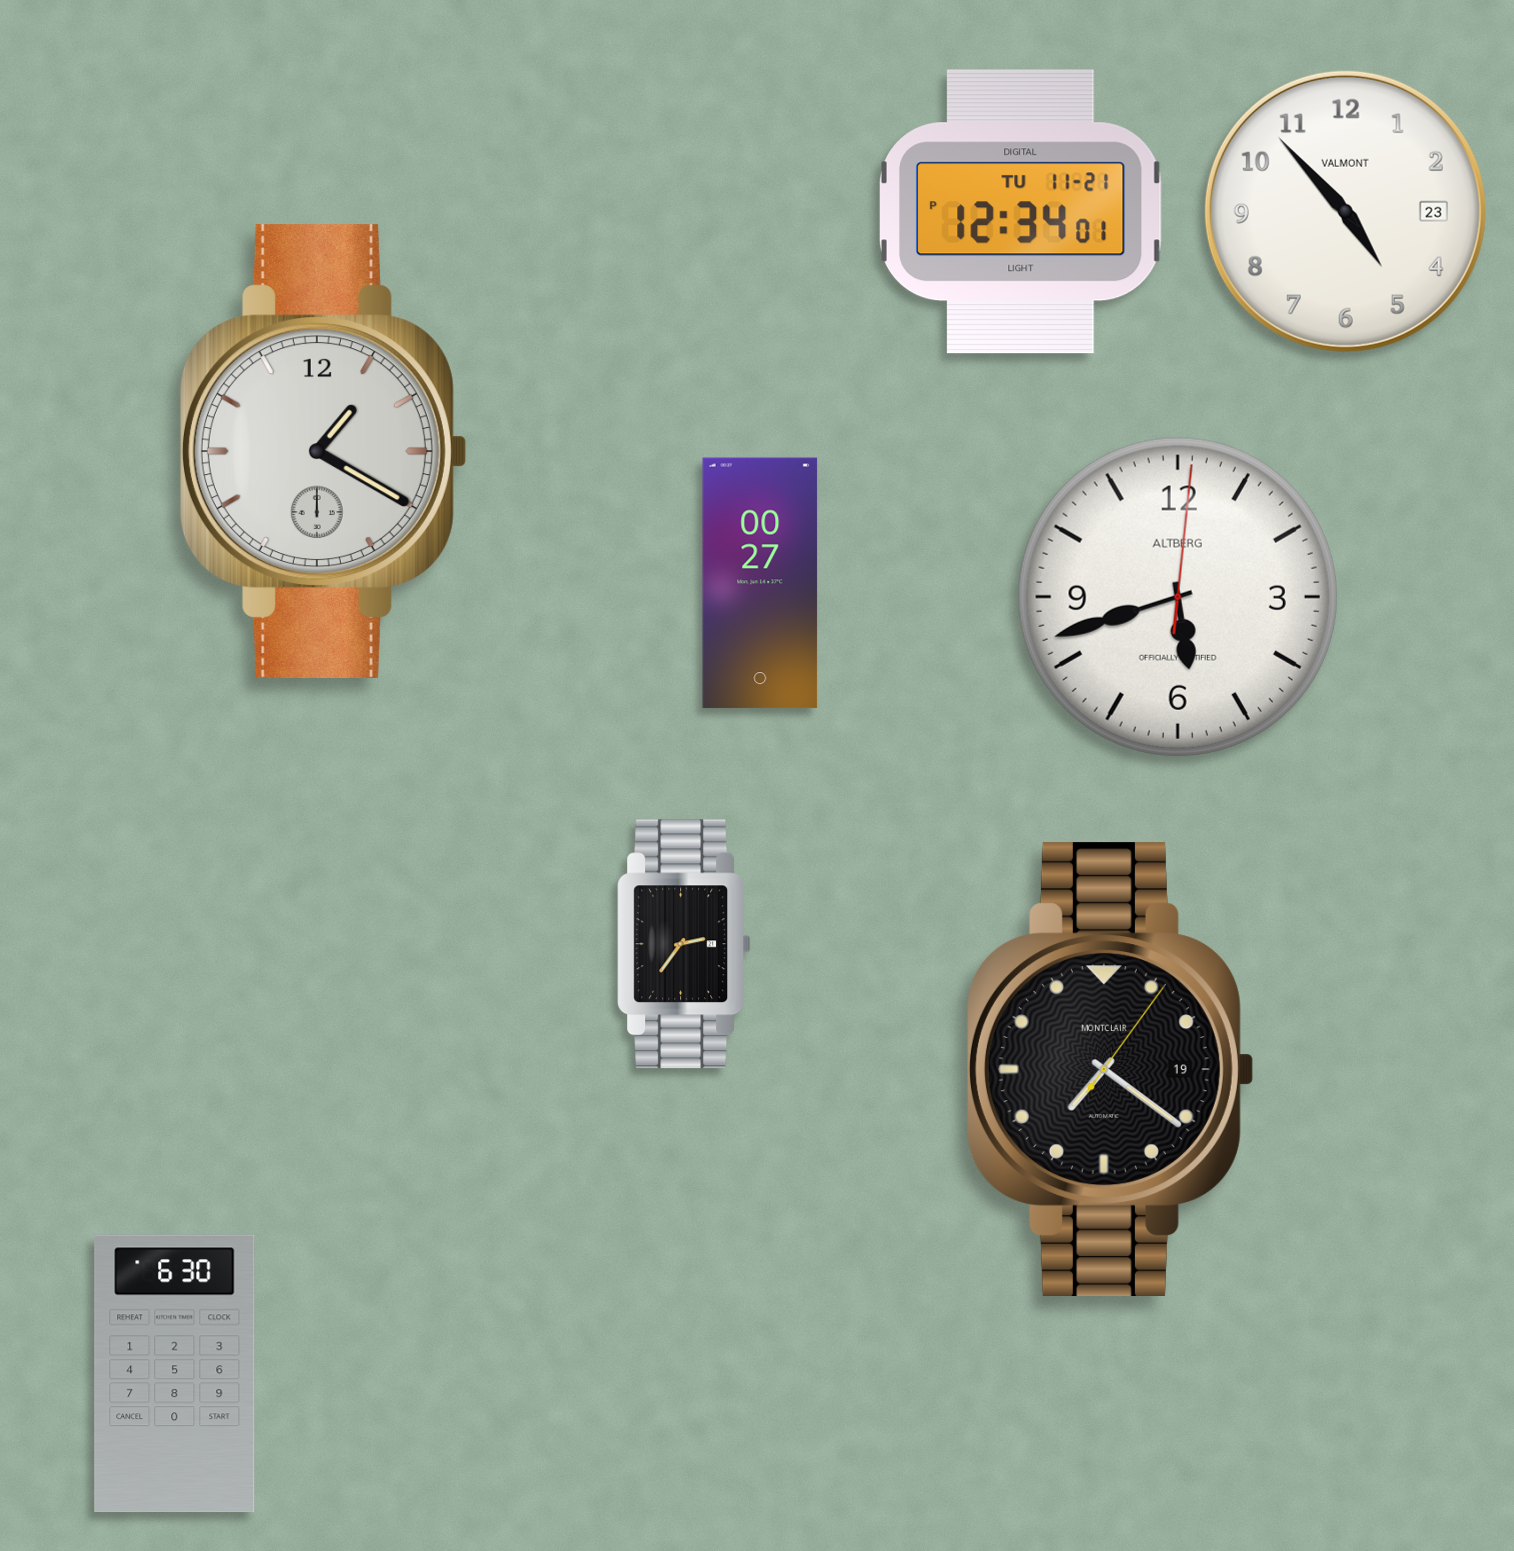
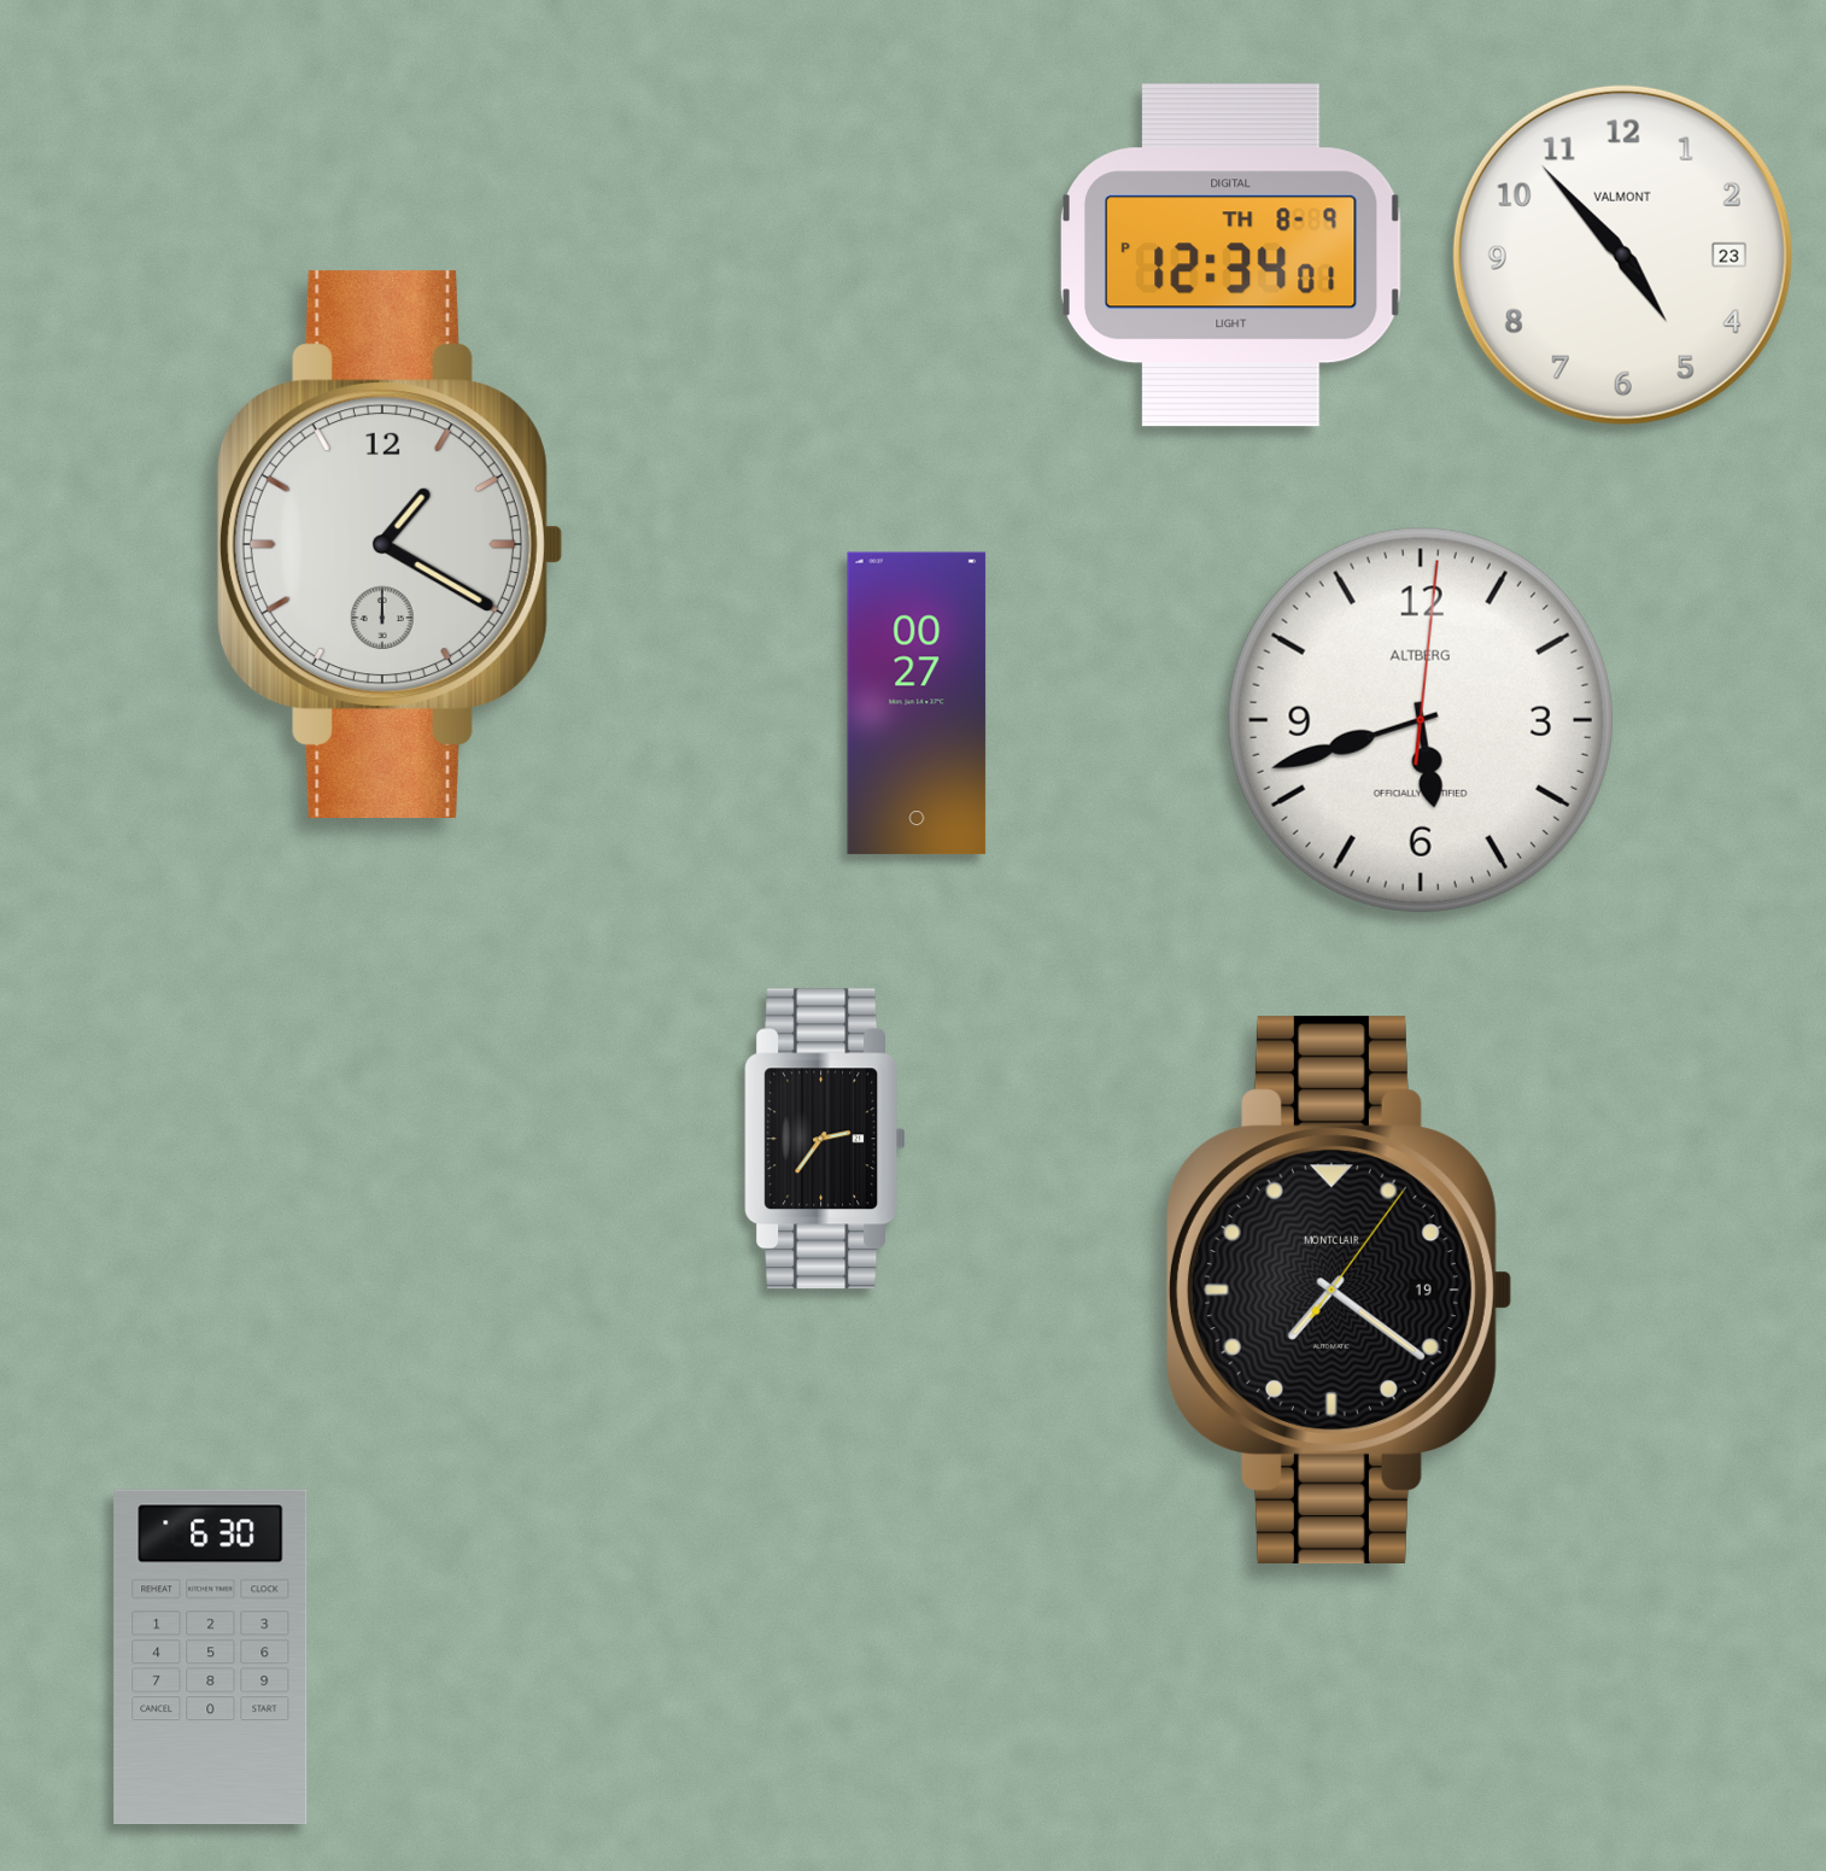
clock at (1020, 212) date: TU 11-21 -> TH 8-9
